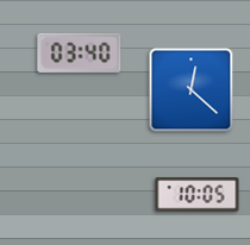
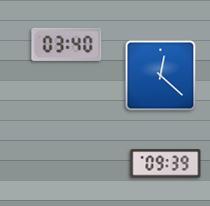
clock at (198, 195): 10:05 -> 09:39
